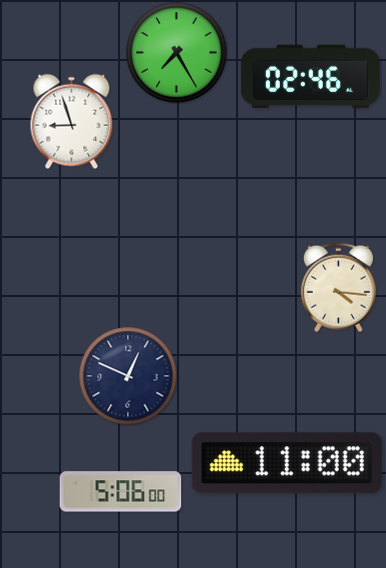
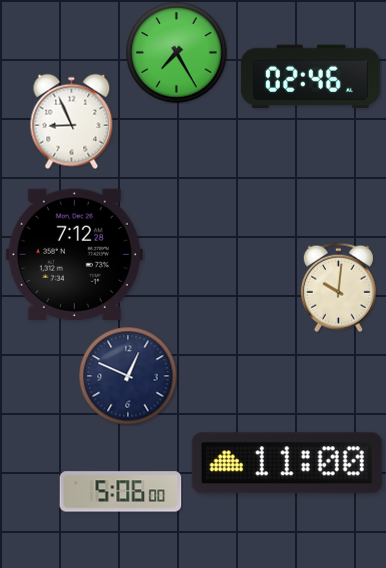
clock at (72, 121): 8:57 -> 8:56
clock at (74, 254): none -> 7:12
clock at (338, 287): 4:16 -> 10:01
